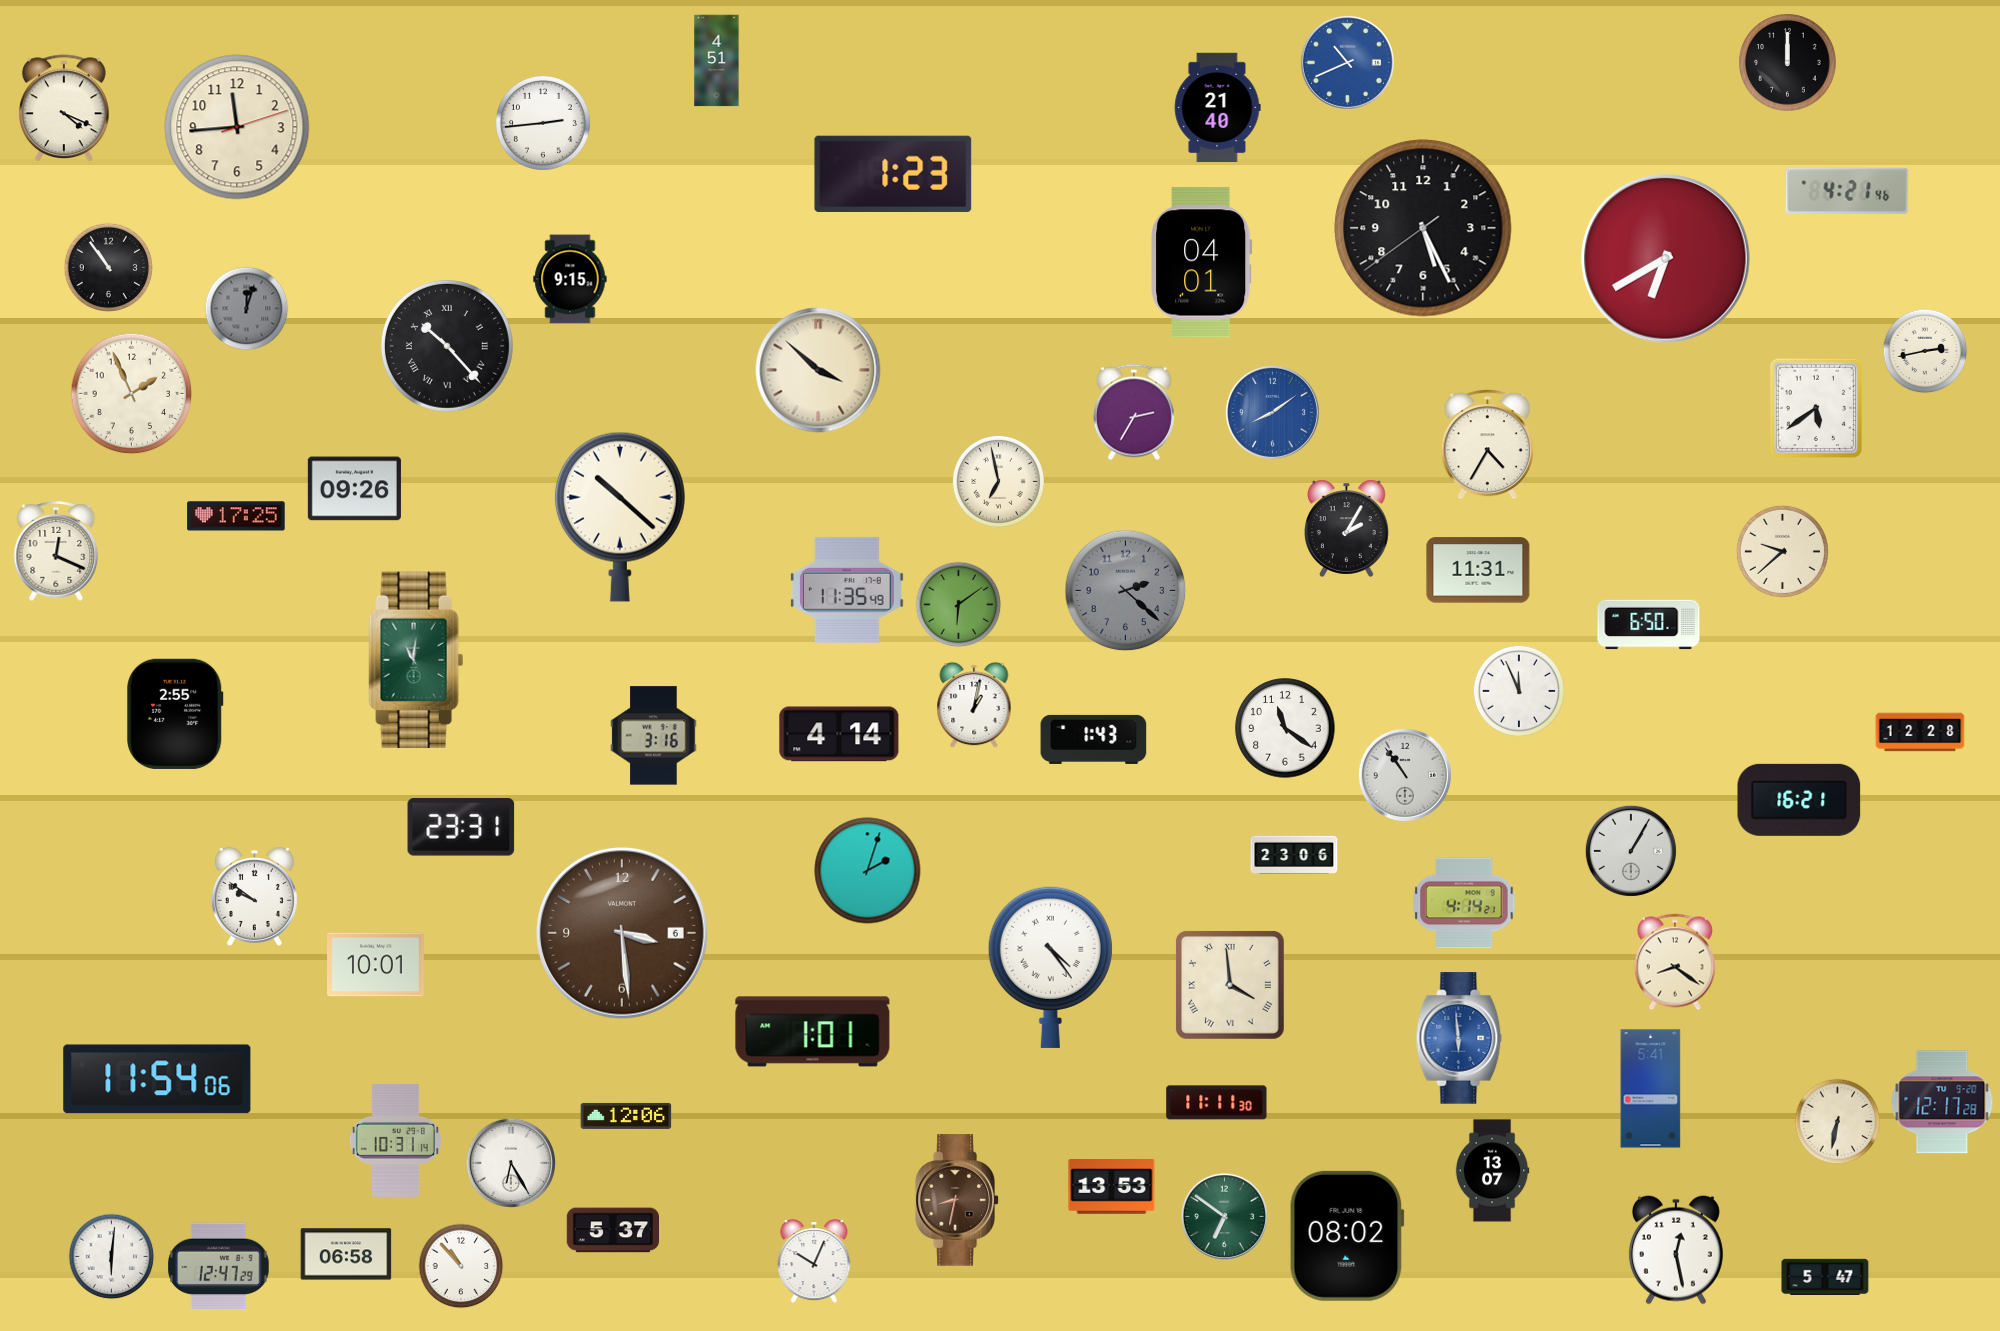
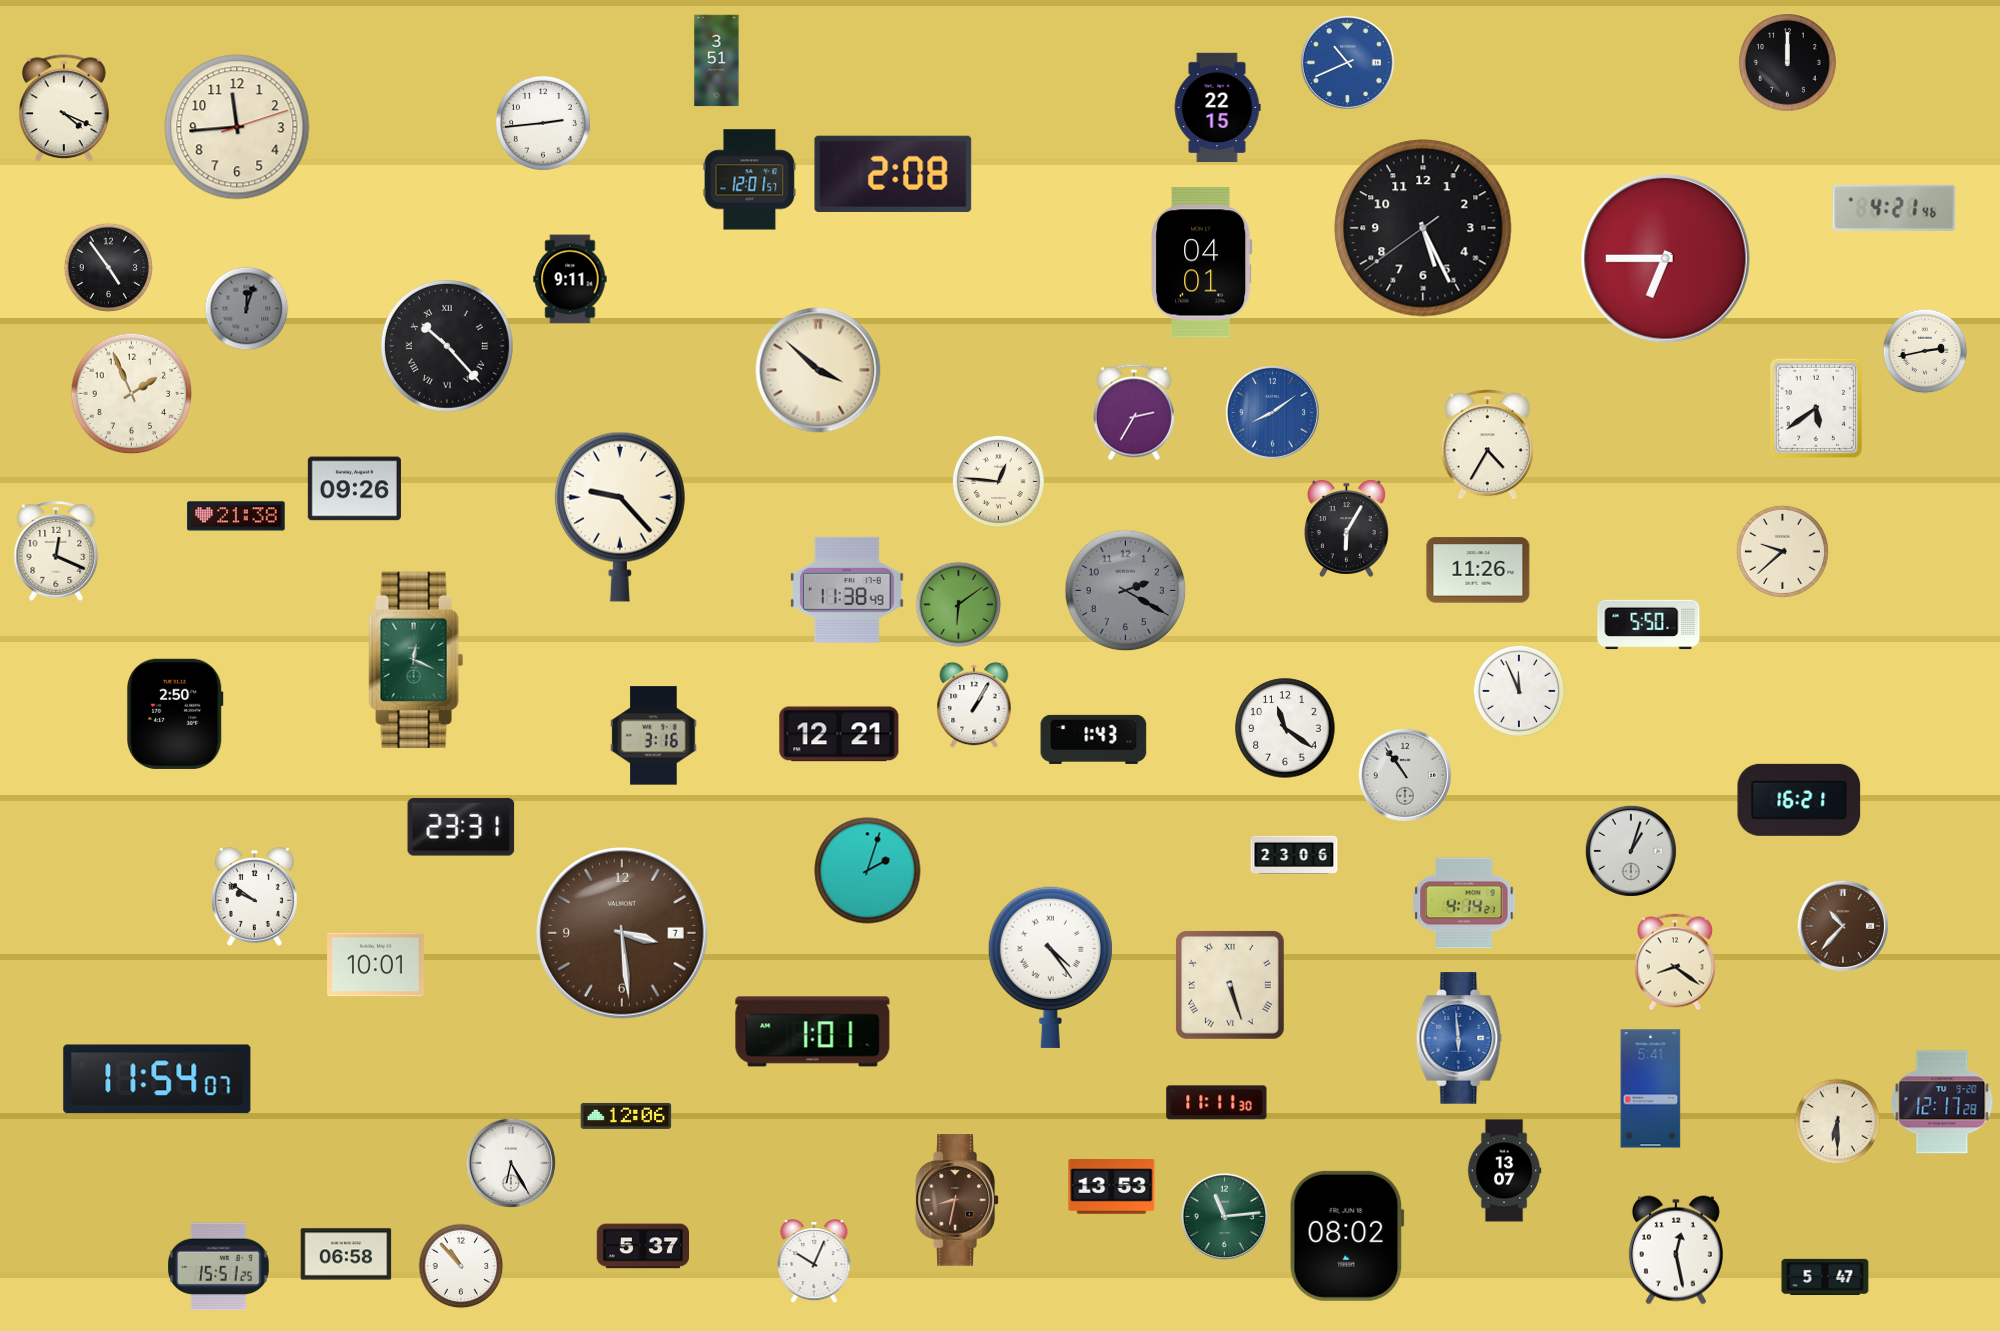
clock at (717, 61): 4:51 -> 3:51
clock at (1217, 108): 21:40 -> 22:15
clock at (893, 174): 1:23 -> 2:08
clock at (750, 180): none -> 12:01
clock at (1847, 191) position: (1847, 191) -> (1894, 208)
clock at (1666, 259): 6:40 -> 6:45
clock at (108, 267): 10:54 -> 4:54
clock at (570, 279): 9:15 -> 9:11
clock at (998, 481): 6:58 -> 12:46
clock at (236, 516): 17:25 -> 21:38
clock at (620, 517): 10:22 -> 9:23
clock at (1347, 528): 2:05 -> 6:05
clock at (1478, 570): 11:31 -> 11:26
clock at (848, 590): 11:35 -> 11:38
clock at (1126, 591): 2:22 -> 2:20
clock at (1649, 625): 6:50 -> 5:50
clock at (416, 660): 11:01 -> 12:19
clock at (974, 705): 1:02 -> 1:05
clock at (175, 714): 2:55 -> 2:50
clock at (1920, 732): 12:28 -> none
clock at (839, 734): 4:14 -> 12:21
clock at (1631, 851): 1:05 -> 1:03
clock at (1843, 926): none -> 10:37
clock at (622, 933) date: 6 -> 7
clock at (1230, 985): 3:59 -> 5:27
clock at (157, 1079): 11:54:06 -> 11:54:07
clock at (1838, 1122): 6:32 -> 6:30
clock at (395, 1140): 10:31 -> none
clock at (1492, 1171) position: (1492, 1171) -> (1504, 1171)
clock at (1225, 1217): 6:51 -> 11:14
clock at (612, 1230) position: (612, 1230) -> (642, 1246)
clock at (112, 1257): 6:01 -> none
clock at (219, 1267): 12:47 -> 15:51
